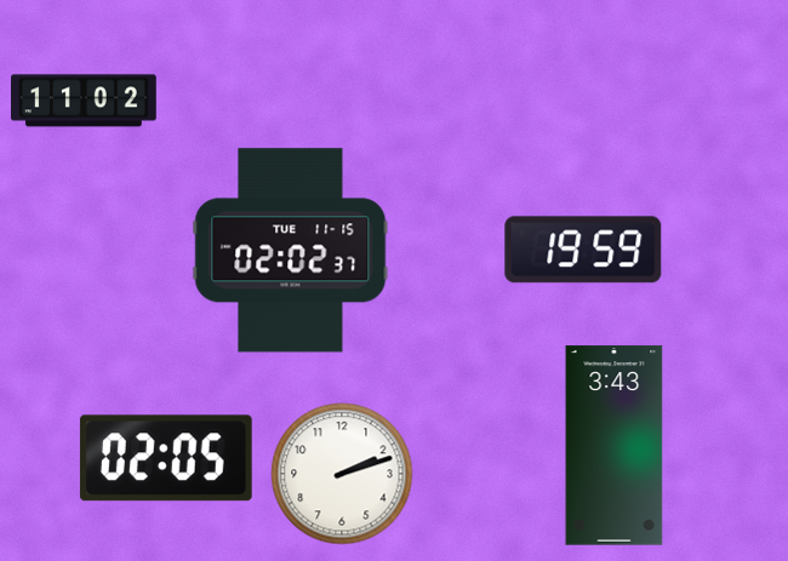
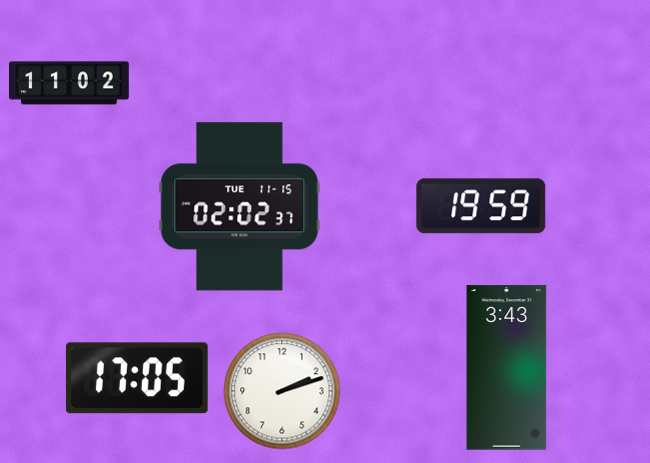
clock at (166, 458): 02:05 -> 17:05
